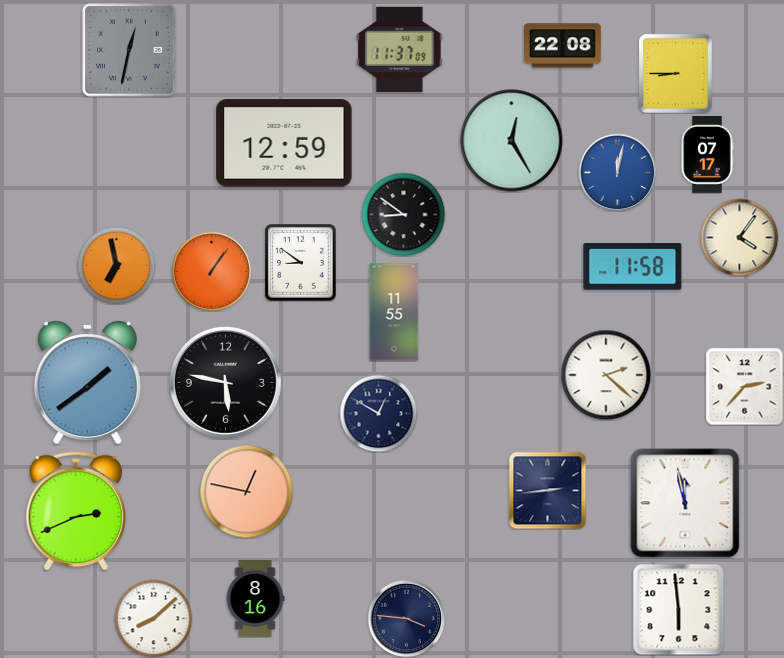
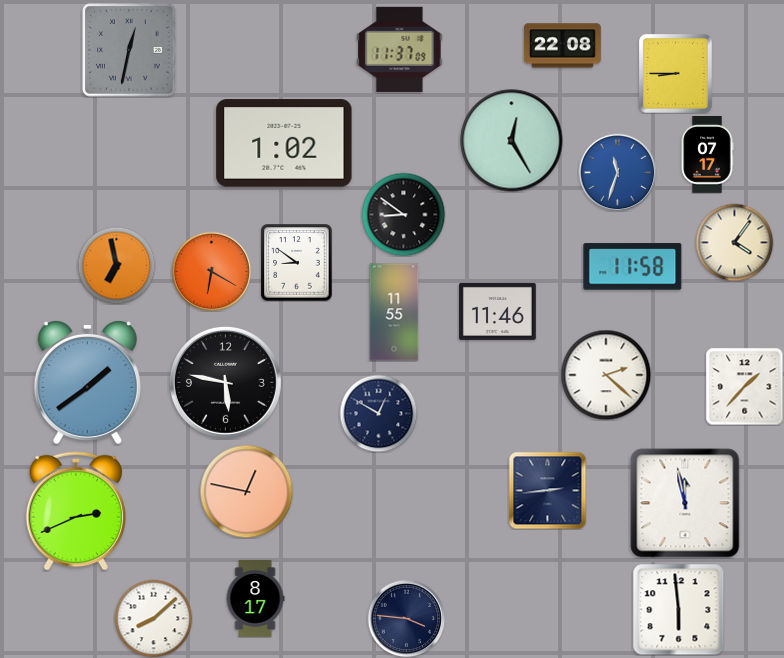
clock at (284, 143): 12:59 -> 1:02
clock at (617, 172): 12:02 -> 11:33
clock at (739, 237) position: (739, 237) -> (734, 242)
clock at (301, 262) position: (301, 262) -> (297, 262)
clock at (211, 271): 1:06 -> 6:20
clock at (498, 311): none -> 11:46
clock at (744, 386): 2:37 -> 1:37
clock at (255, 599): 8:16 -> 8:17
